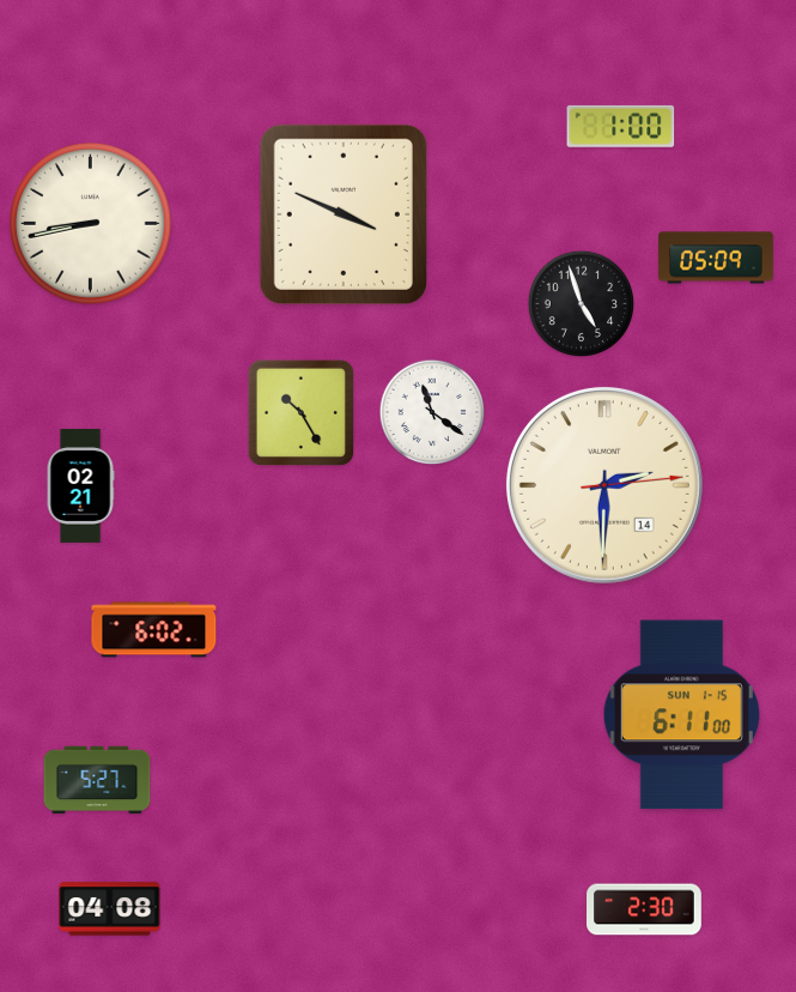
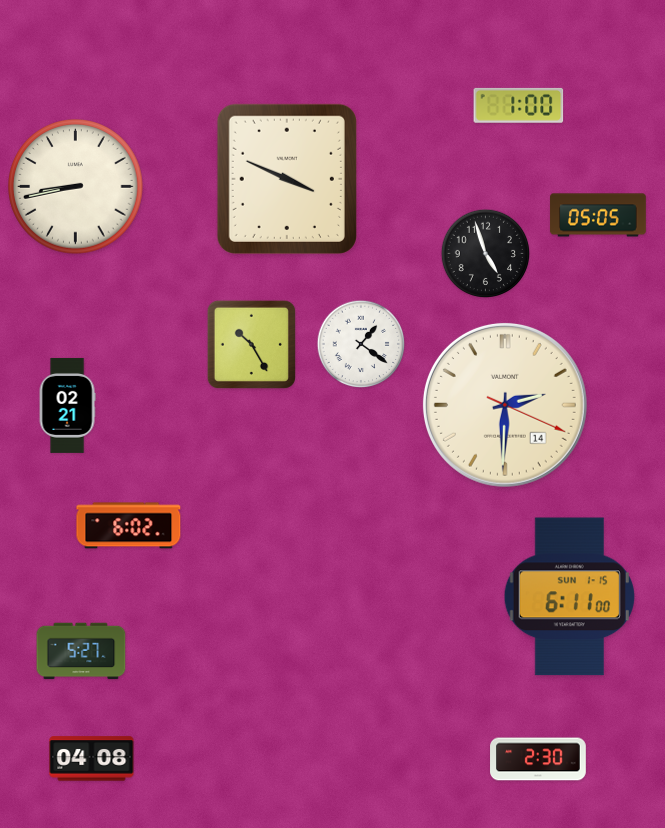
clock at (716, 258): 05:09 -> 05:05
clock at (432, 412): 11:21 -> 1:21
clock at (604, 485): 2:30:14 -> 2:30:19
